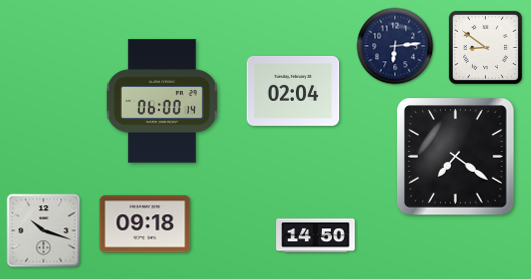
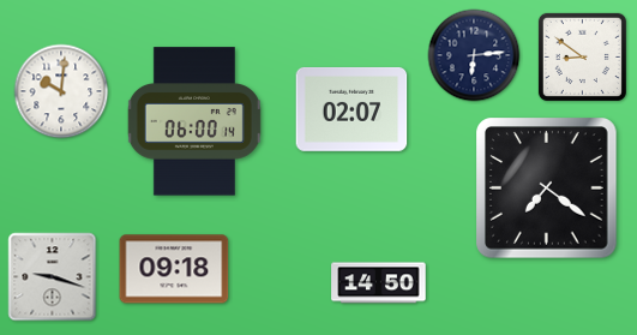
clock at (61, 91): none -> 10:01
clock at (293, 91): 02:04 -> 02:07
clock at (44, 231): 10:18 -> 9:18
